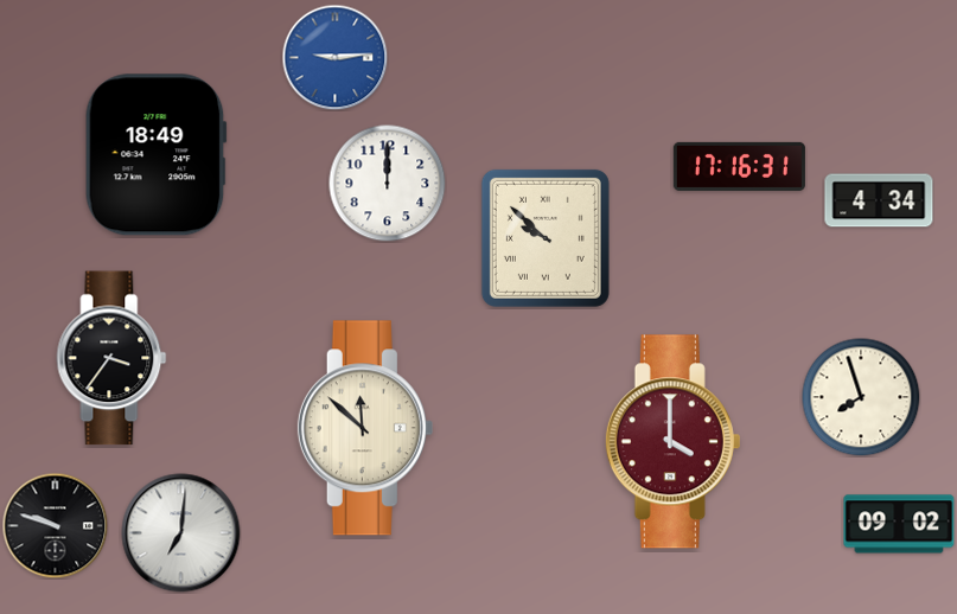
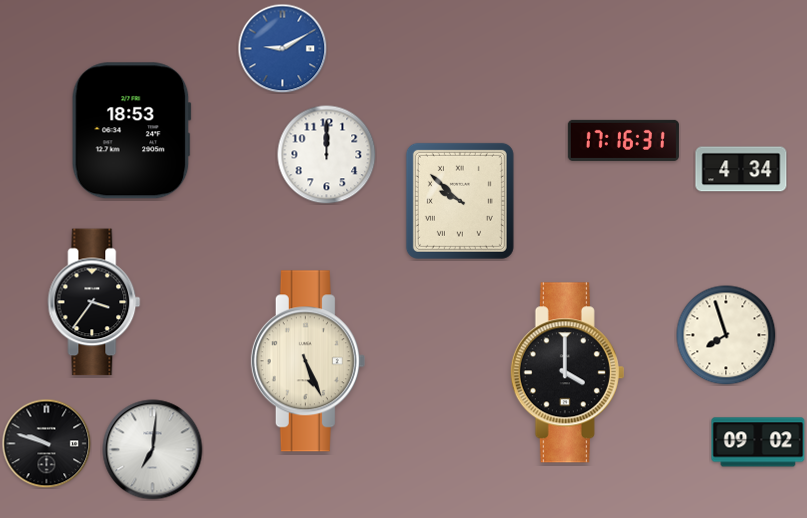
clock at (334, 57): 9:14 -> 9:10
clock at (155, 155): 18:49 -> 18:53
clock at (365, 428): 11:52 -> 5:26
clock at (672, 442) dial: burgundy -> black
